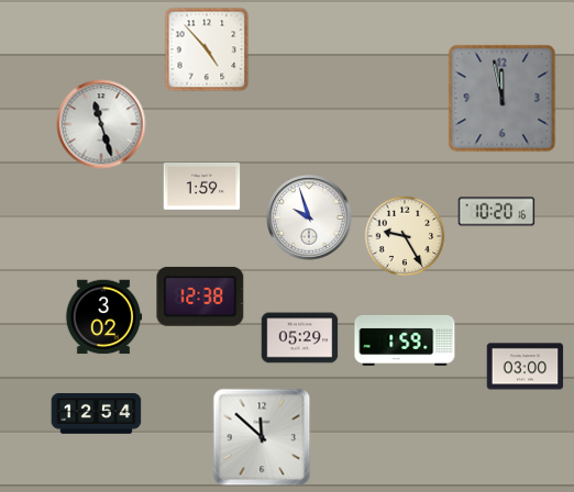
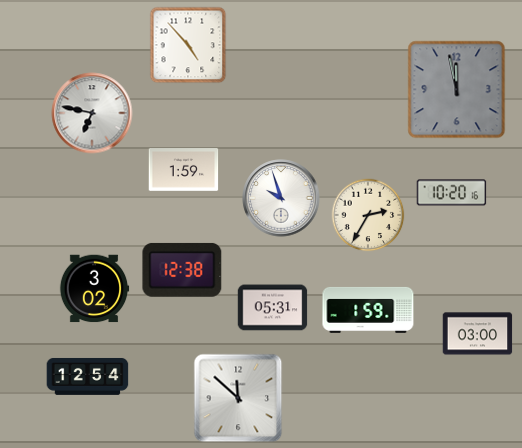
clock at (101, 124): 11:27 -> 6:47
clock at (405, 236): 9:25 -> 2:35
clock at (300, 338): 05:29 -> 05:31
